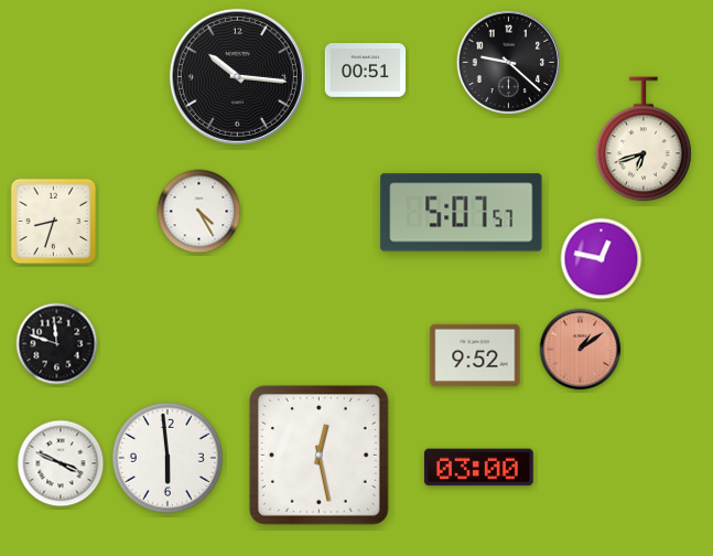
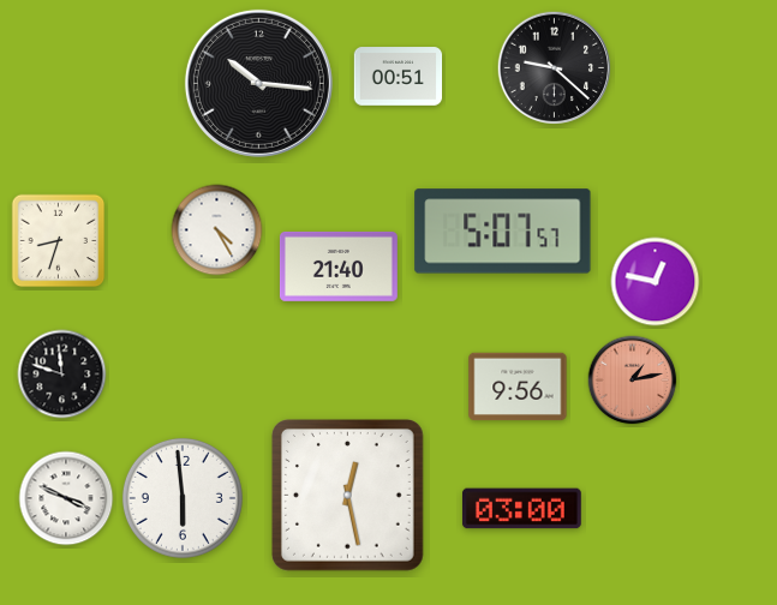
clock at (644, 139): 6:42 -> none
clock at (339, 266): none -> 21:40
clock at (581, 350): 1:09 -> 1:13
clock at (475, 355): 9:52 -> 9:56
clock at (61, 463) position: (61, 463) -> (66, 498)
